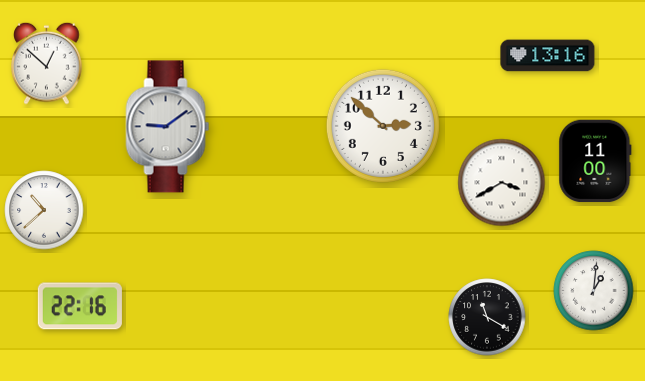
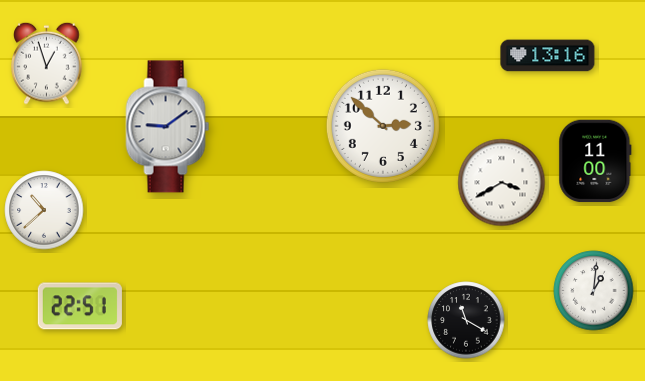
clock at (47, 63): 12:52 -> 12:57
clock at (80, 306): 22:16 -> 22:51
clock at (487, 317) position: (487, 317) -> (466, 320)
